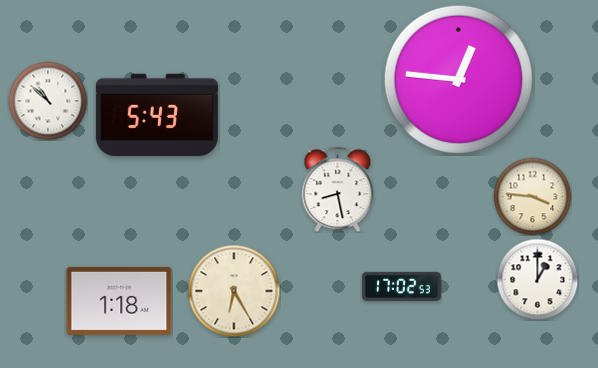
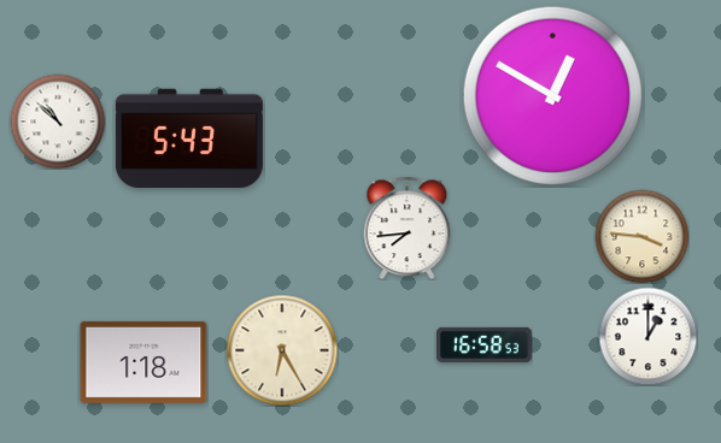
clock at (458, 79): 12:46 -> 12:50
clock at (338, 189): 8:28 -> 7:44
clock at (402, 286): 17:02 -> 16:58
